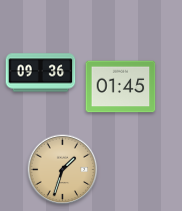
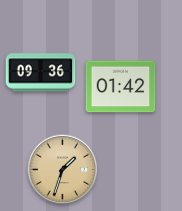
clock at (121, 87): 01:45 -> 01:42
